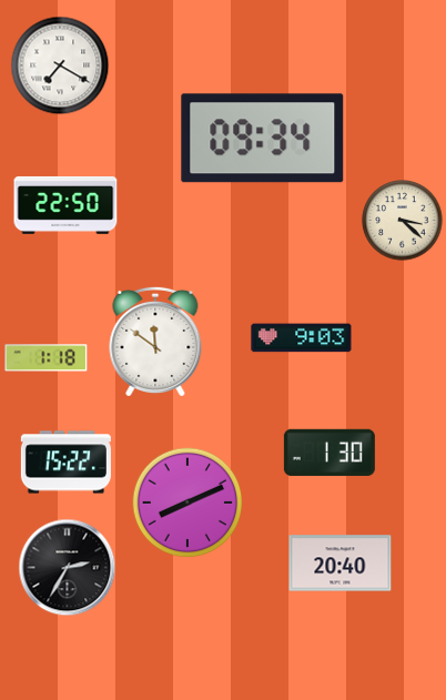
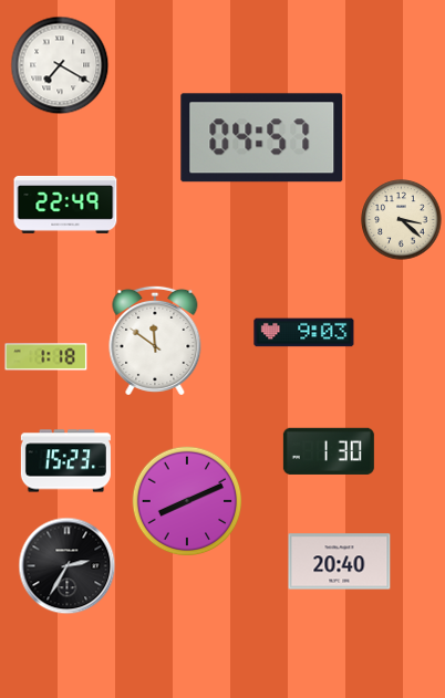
clock at (263, 139): 09:34 -> 04:57
clock at (65, 205): 22:50 -> 22:49
clock at (302, 338) position: (302, 338) -> (304, 333)
clock at (65, 463): 15:22 -> 15:23
